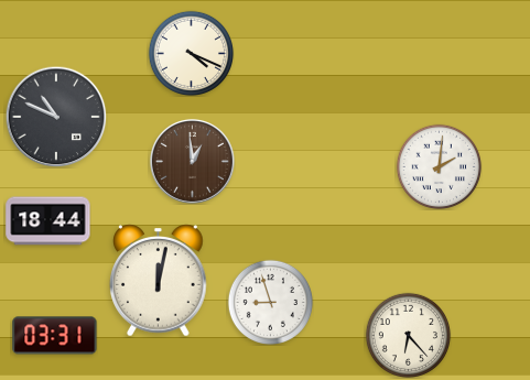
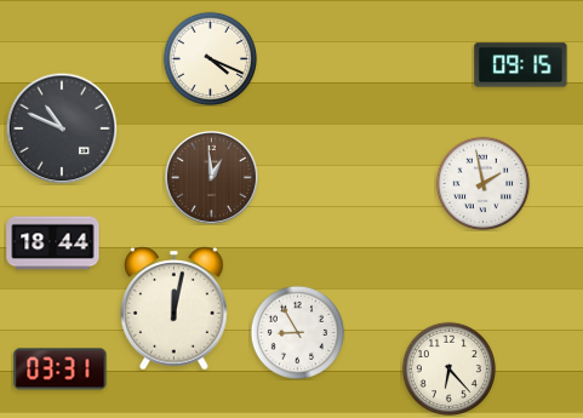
clock at (521, 65): none -> 09:15
clock at (439, 166): 2:01 -> 1:58
clock at (270, 302): 8:57 -> 8:55
